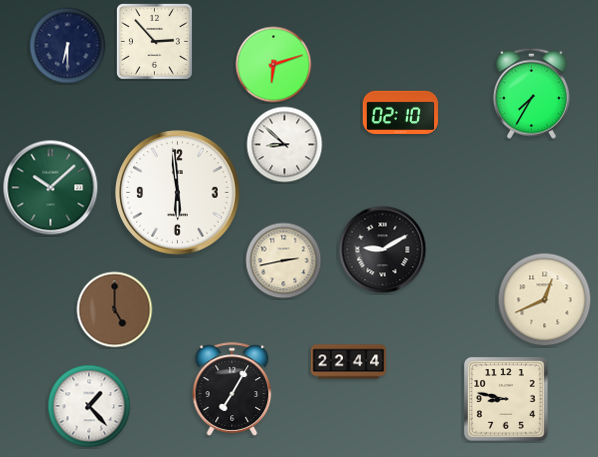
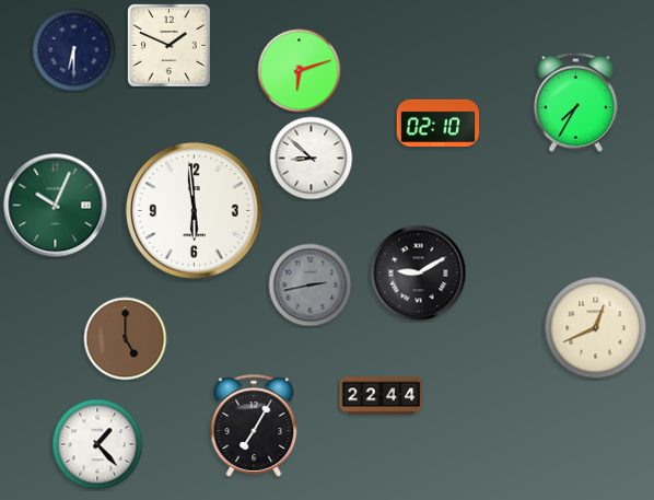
clock at (154, 41): 2:53 -> 1:49
clock at (531, 93) position: (531, 93) -> (575, 102)
clock at (51, 188): 10:08 -> 10:04
clock at (284, 261) dial: cream -> grey
clock at (506, 399): 8:47 -> none
